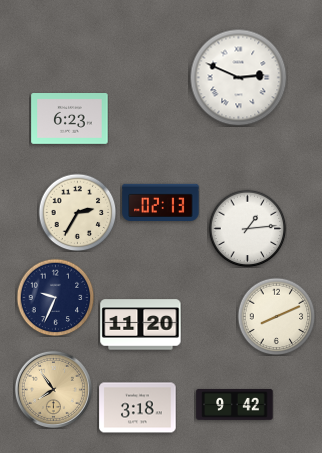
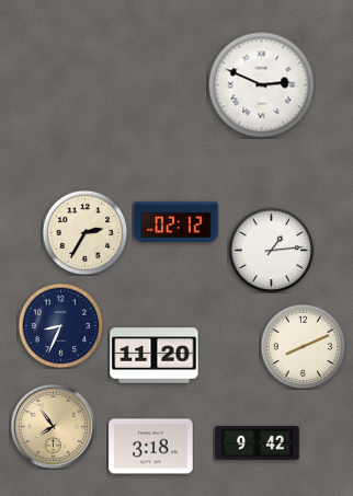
clock at (70, 119): 6:23 -> none
clock at (161, 203): 02:13 -> 02:12
clock at (55, 297): 9:34 -> 8:34
clock at (53, 389) position: (53, 389) -> (53, 426)
